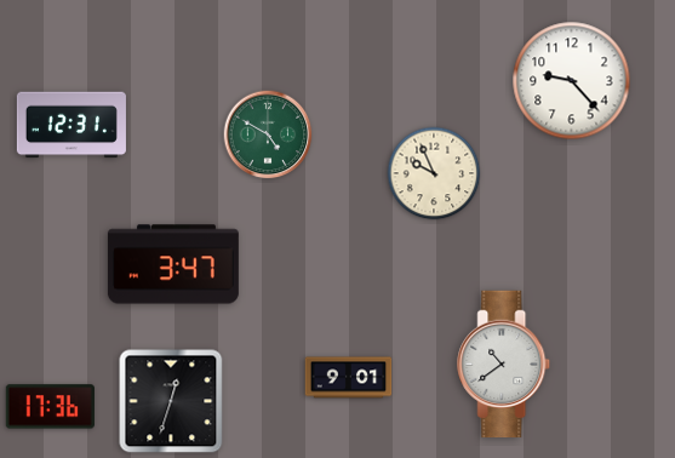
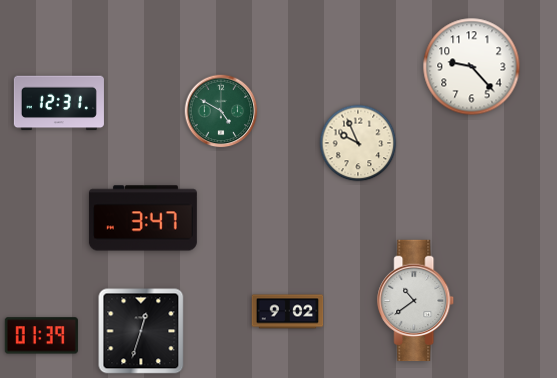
clock at (349, 378): 9:01 -> 9:02
clock at (50, 407): 17:36 -> 01:39
